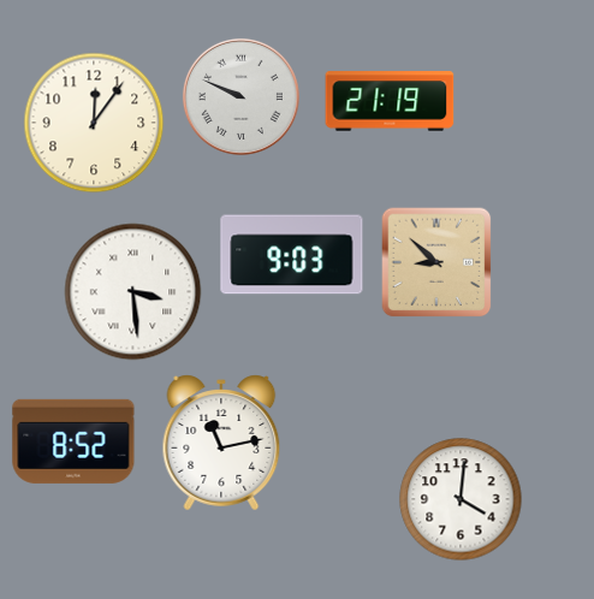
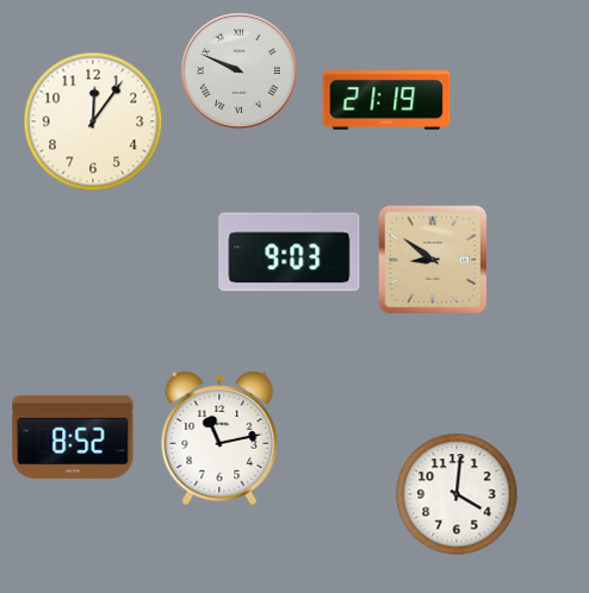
clock at (240, 96) position: (240, 96) -> (238, 70)
clock at (436, 262): 8:52 -> 8:51
clock at (133, 292): 3:29 -> none
